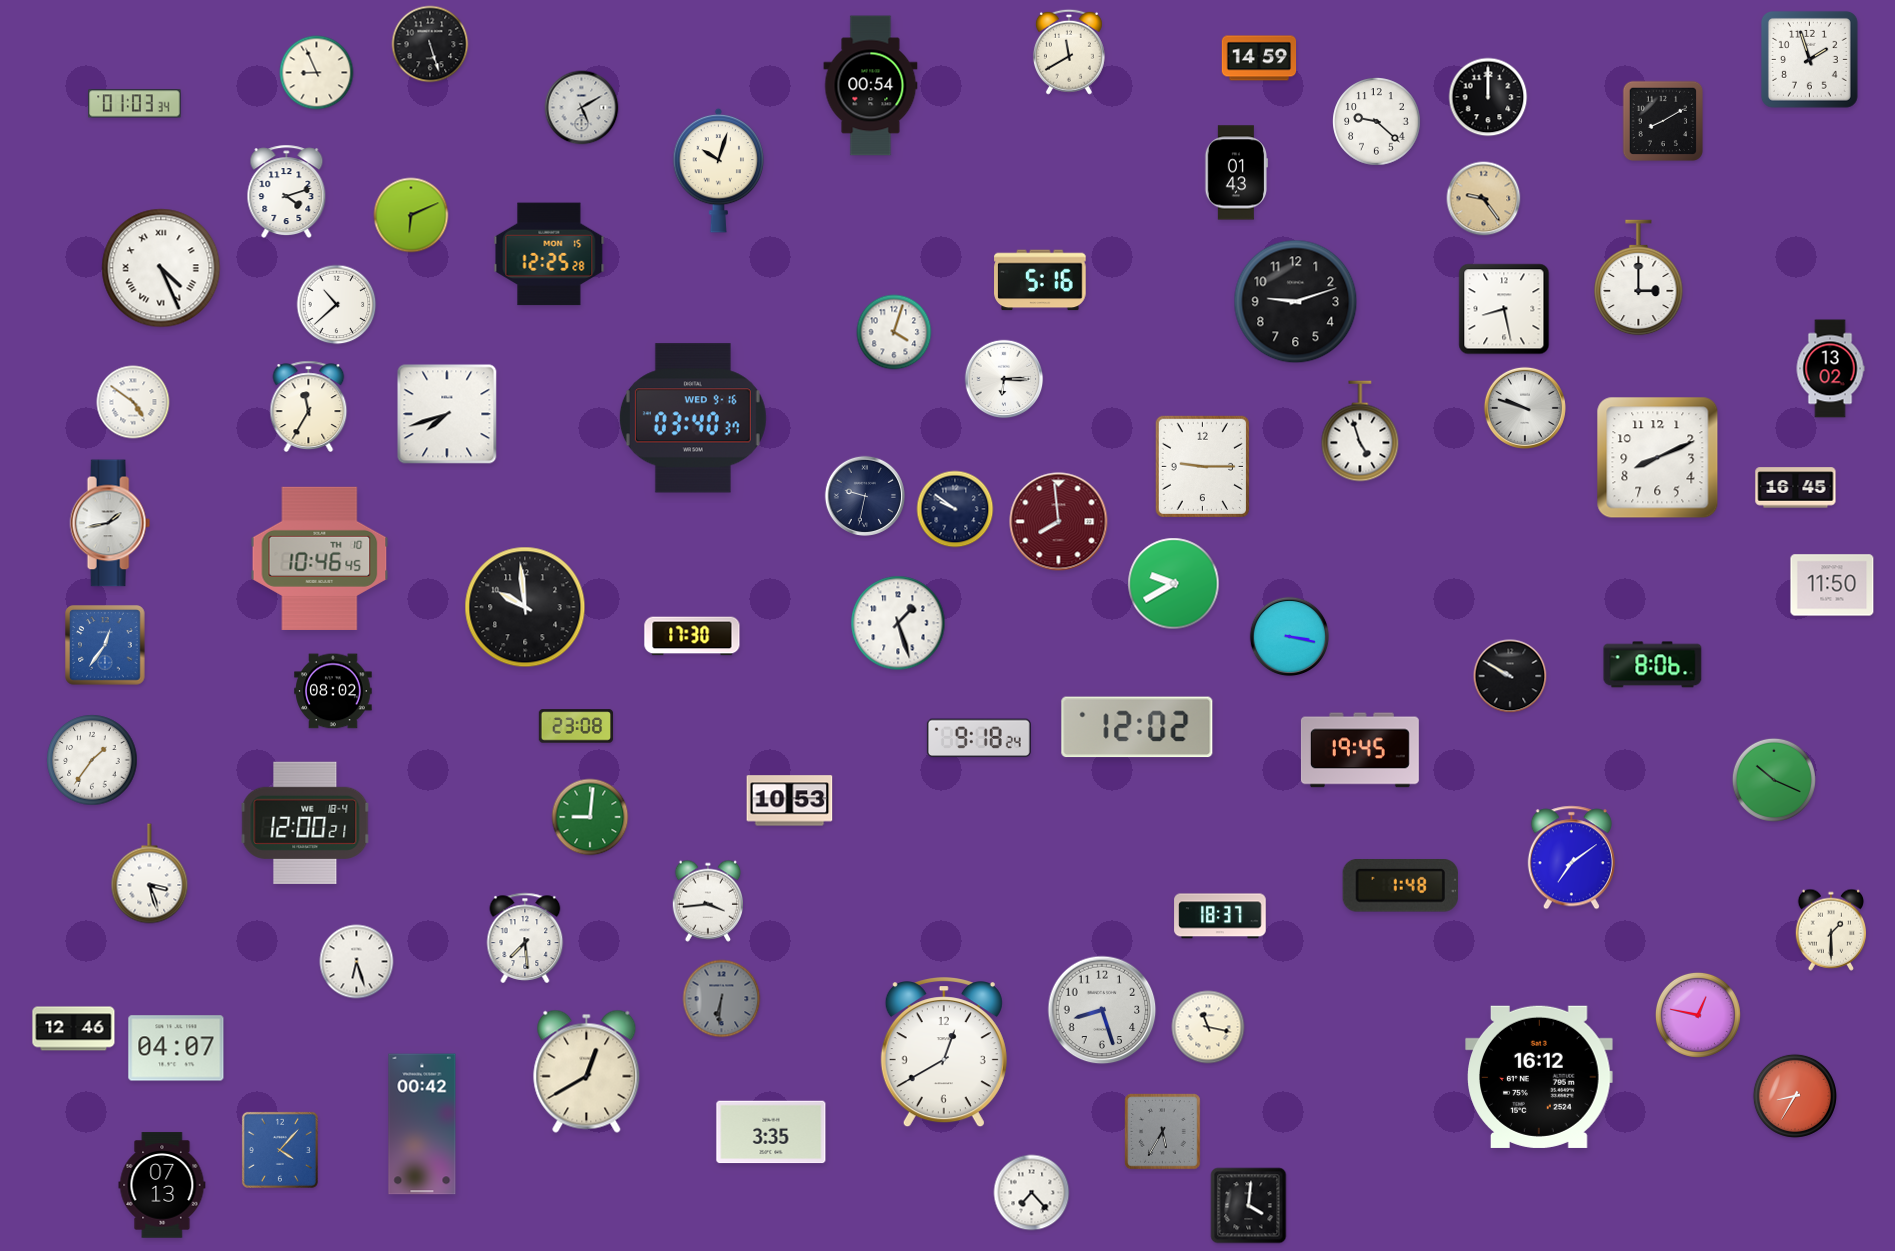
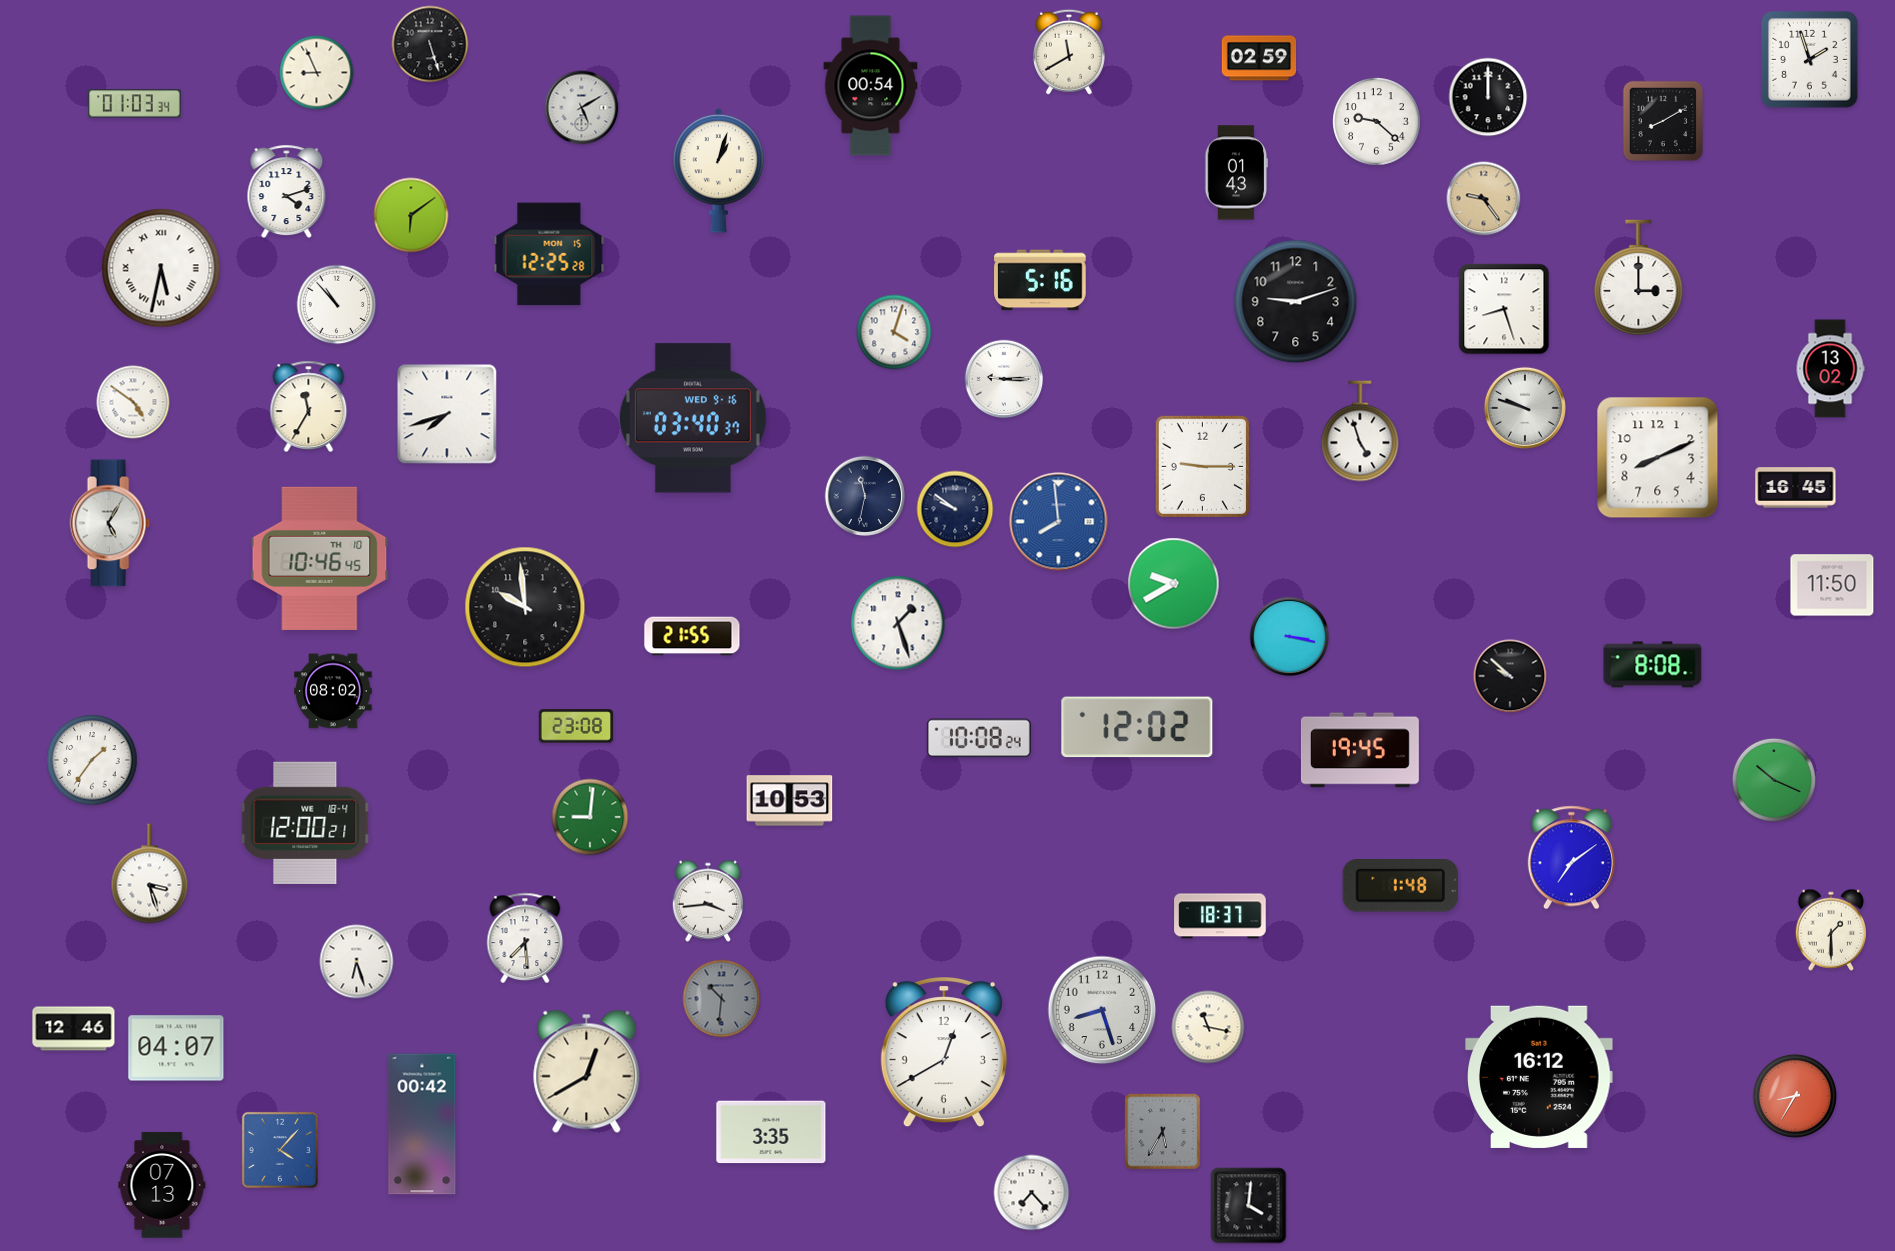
clock at (1259, 58): 14:59 -> 02:59
clock at (719, 170): 10:03 -> 1:03
clock at (411, 215): 6:11 -> 6:09
clock at (161, 268): 4:26 -> 5:32
clock at (337, 305): 10:38 -> 10:53
clock at (1504, 309): 8:28 -> 8:27
clock at (1004, 379): 6:15 -> 9:15
clock at (864, 495): 9:32 -> 11:32
clock at (1059, 522) dial: burgundy -> blue
clock at (110, 523): 1:43 -> 5:05
clock at (692, 636): 17:30 -> 21:55
clock at (105, 645): 12:36 -> none
clock at (1653, 665): 8:06 -> 8:08
clock at (1510, 676): 9:50 -> 9:52
clock at (979, 738): 9:18 -> 10:08
clock at (722, 999): 6:31 -> 10:31
clock at (1698, 1015): 12:47 -> none
